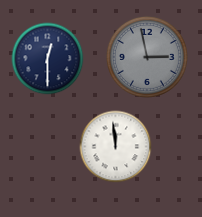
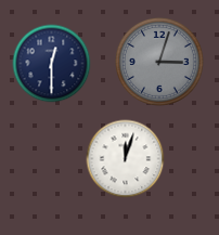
clock at (147, 57): 2:58 -> 3:03
clock at (116, 147): 11:59 -> 12:03
